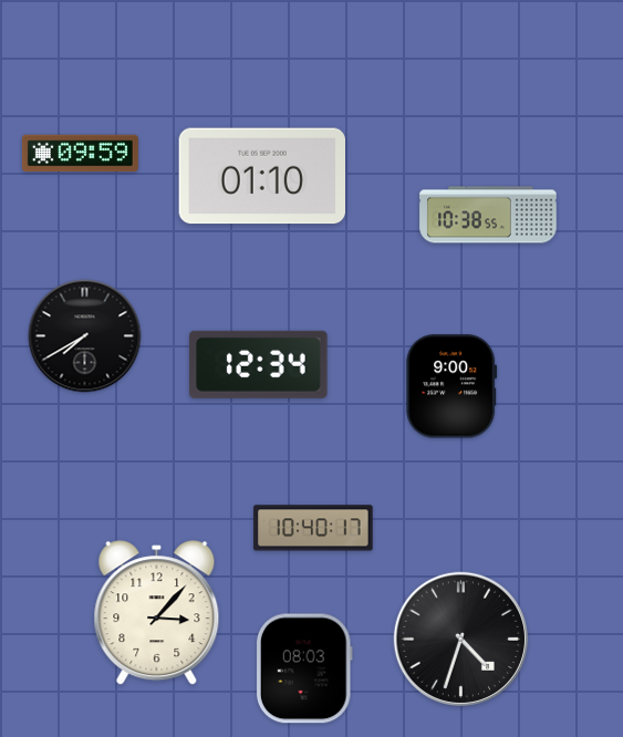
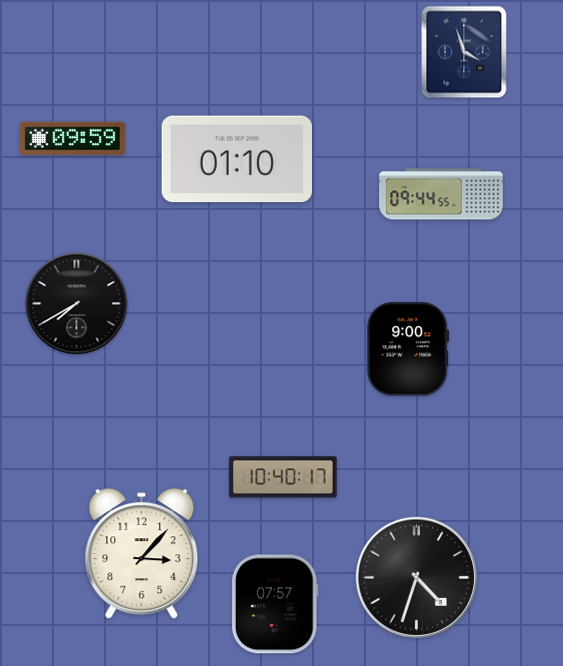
clock at (464, 52): none -> 3:57
clock at (488, 215): 10:38 -> 09:44
clock at (259, 364): 12:34 -> none
clock at (304, 668): 08:03 -> 07:57
